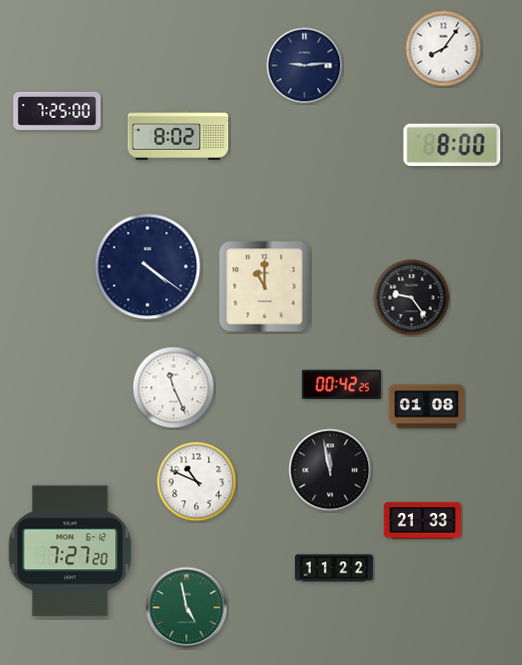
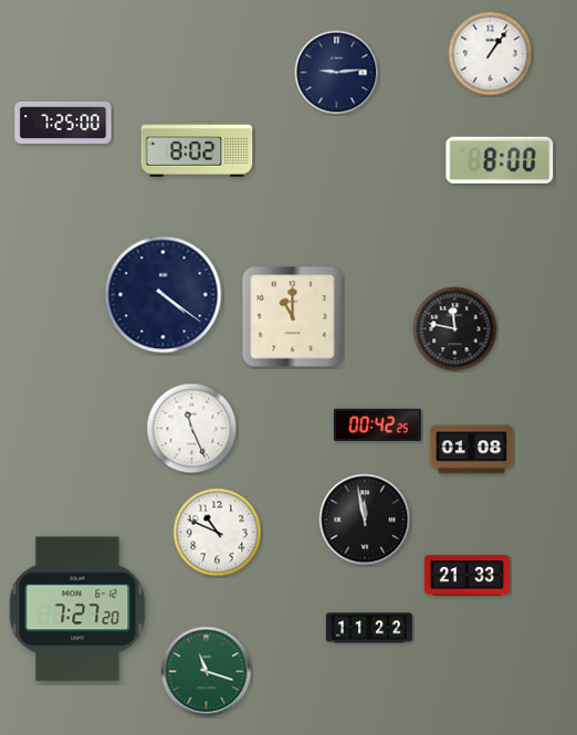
clock at (444, 49): 8:06 -> 1:06
clock at (412, 298): 9:24 -> 11:47
clock at (187, 608): 4:58 -> 11:18
